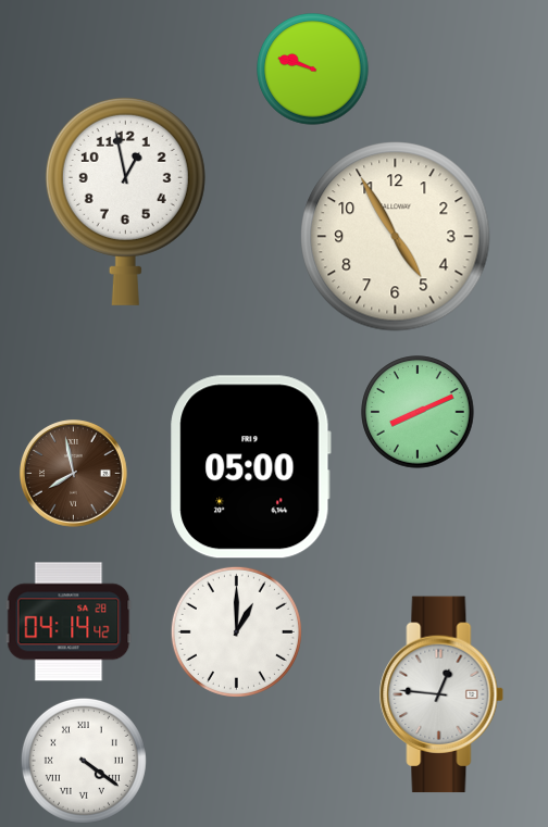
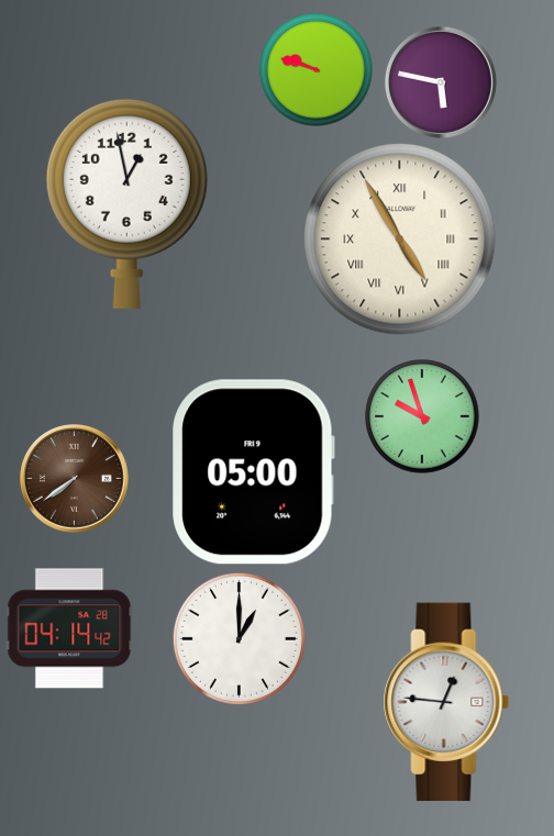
clock at (441, 82): none -> 5:47
clock at (396, 237) numerals: Arabic -> Roman
clock at (418, 412): 8:11 -> 9:57
clock at (74, 474): 7:58 -> 7:39
clock at (84, 761): 4:21 -> none
